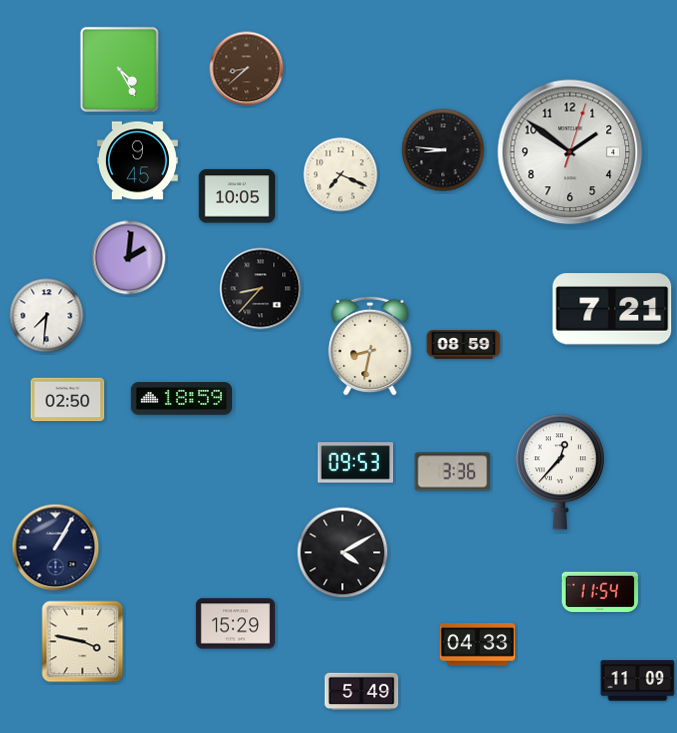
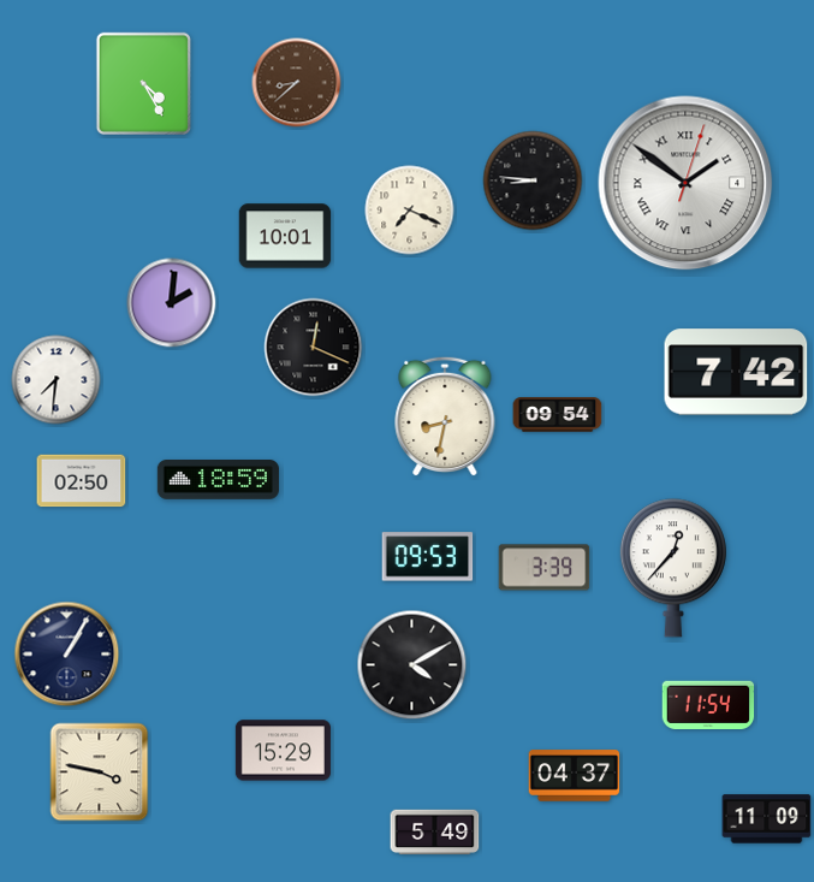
clock at (570, 152) numerals: Arabic -> Roman
clock at (137, 161): 9:45 -> none
clock at (237, 196): 10:05 -> 10:01
clock at (129, 258) position: (129, 258) -> (172, 303)
clock at (261, 289): 8:37 -> 12:19
clock at (612, 309): 7:21 -> 7:42
clock at (464, 345): 08:59 -> 09:54
clock at (453, 472): 3:36 -> 3:39
clock at (56, 548) position: (56, 548) -> (67, 655)
clock at (600, 592) position: (600, 592) -> (708, 705)
clock at (478, 645): 04:33 -> 04:37
